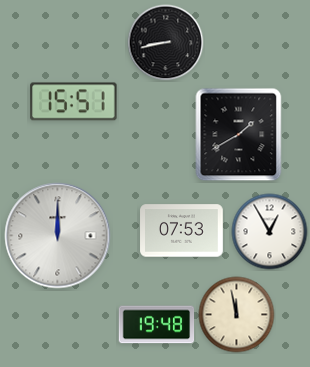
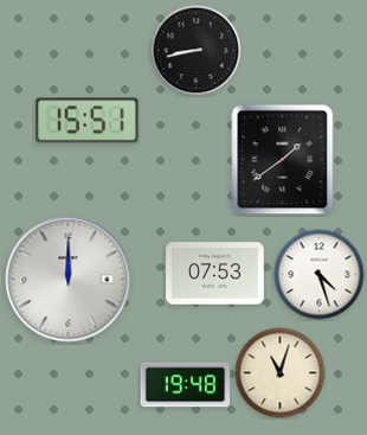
clock at (239, 135): 1:40 -> 1:39
clock at (270, 232): 12:55 -> 4:27
clock at (237, 315): 11:58 -> 11:03
